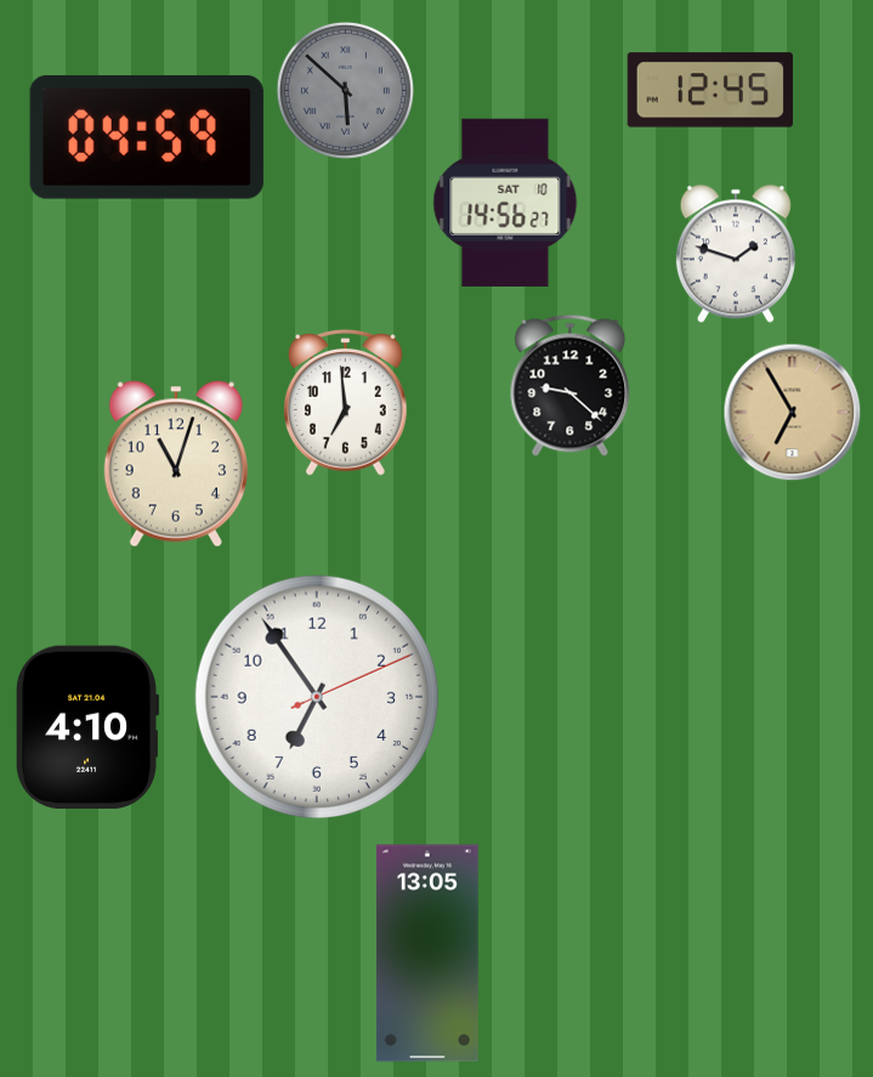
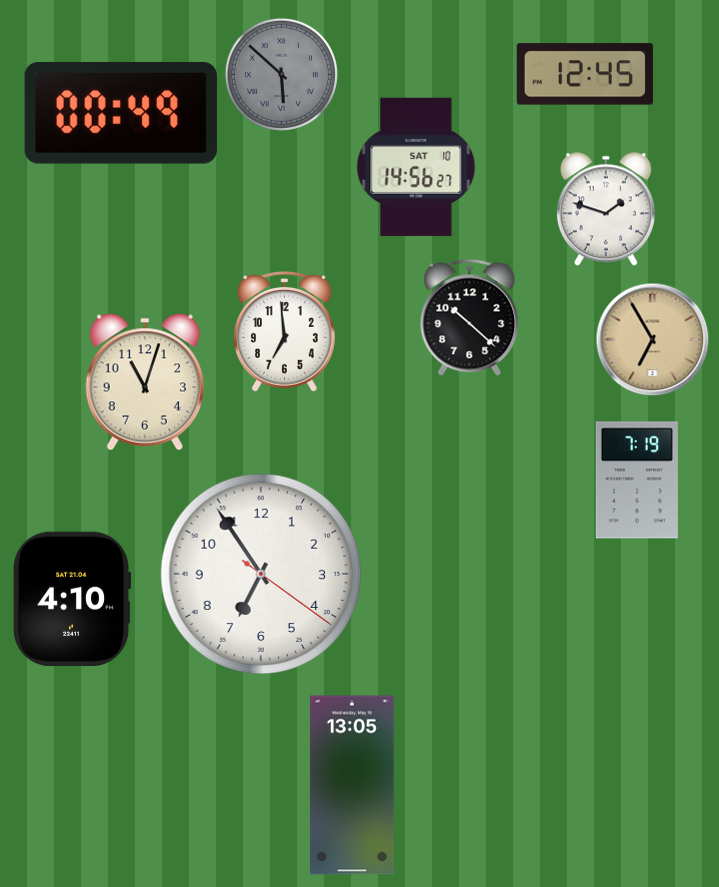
clock at (345, 90) position: (345, 90) -> (281, 74)
clock at (147, 137): 04:59 -> 00:49
clock at (571, 385): 9:22 -> 10:22
clock at (637, 480): none -> 7:19
clock at (317, 697): 6:54:11 -> 6:54:21
